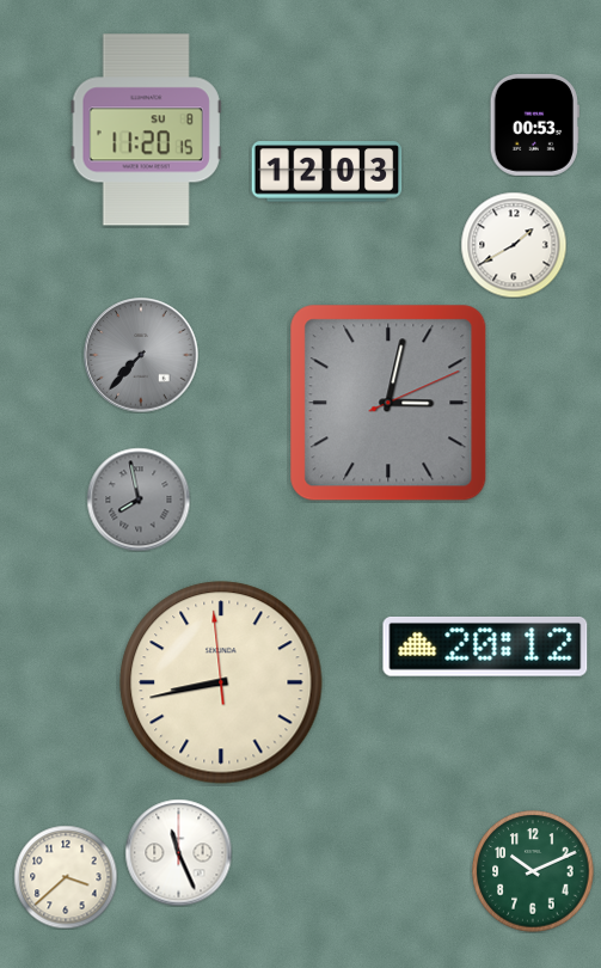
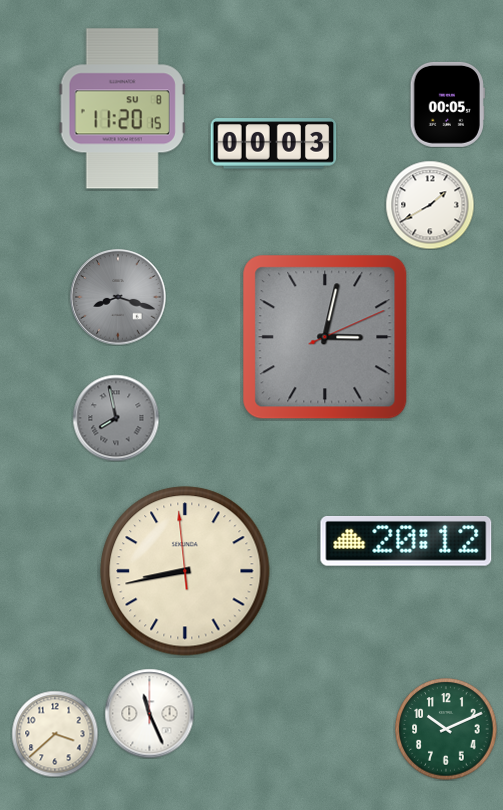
clock at (534, 124): 00:53 -> 00:05
clock at (327, 172): 12:03 -> 00:03
clock at (141, 355): 7:37 -> 8:18
